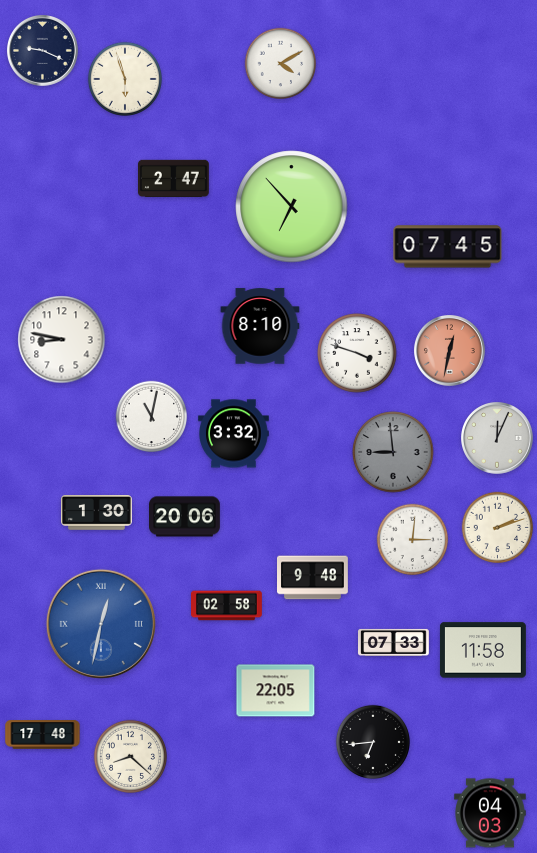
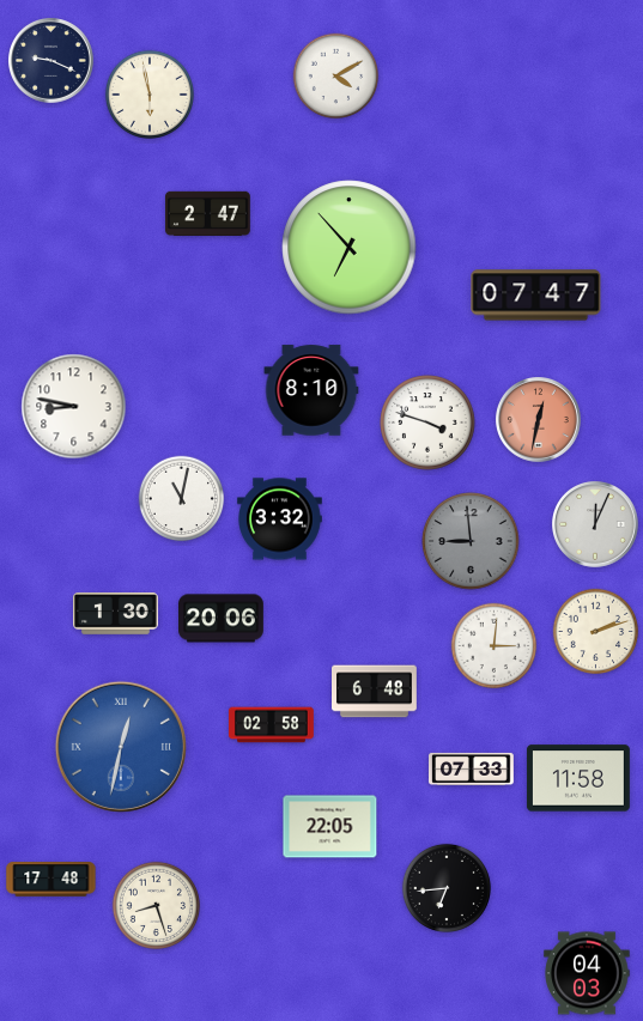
clock at (125, 79): 5:57 -> 5:58
clock at (448, 247): 07:45 -> 07:47
clock at (313, 578): 9:48 -> 6:48
clock at (130, 756): 8:22 -> 8:27
